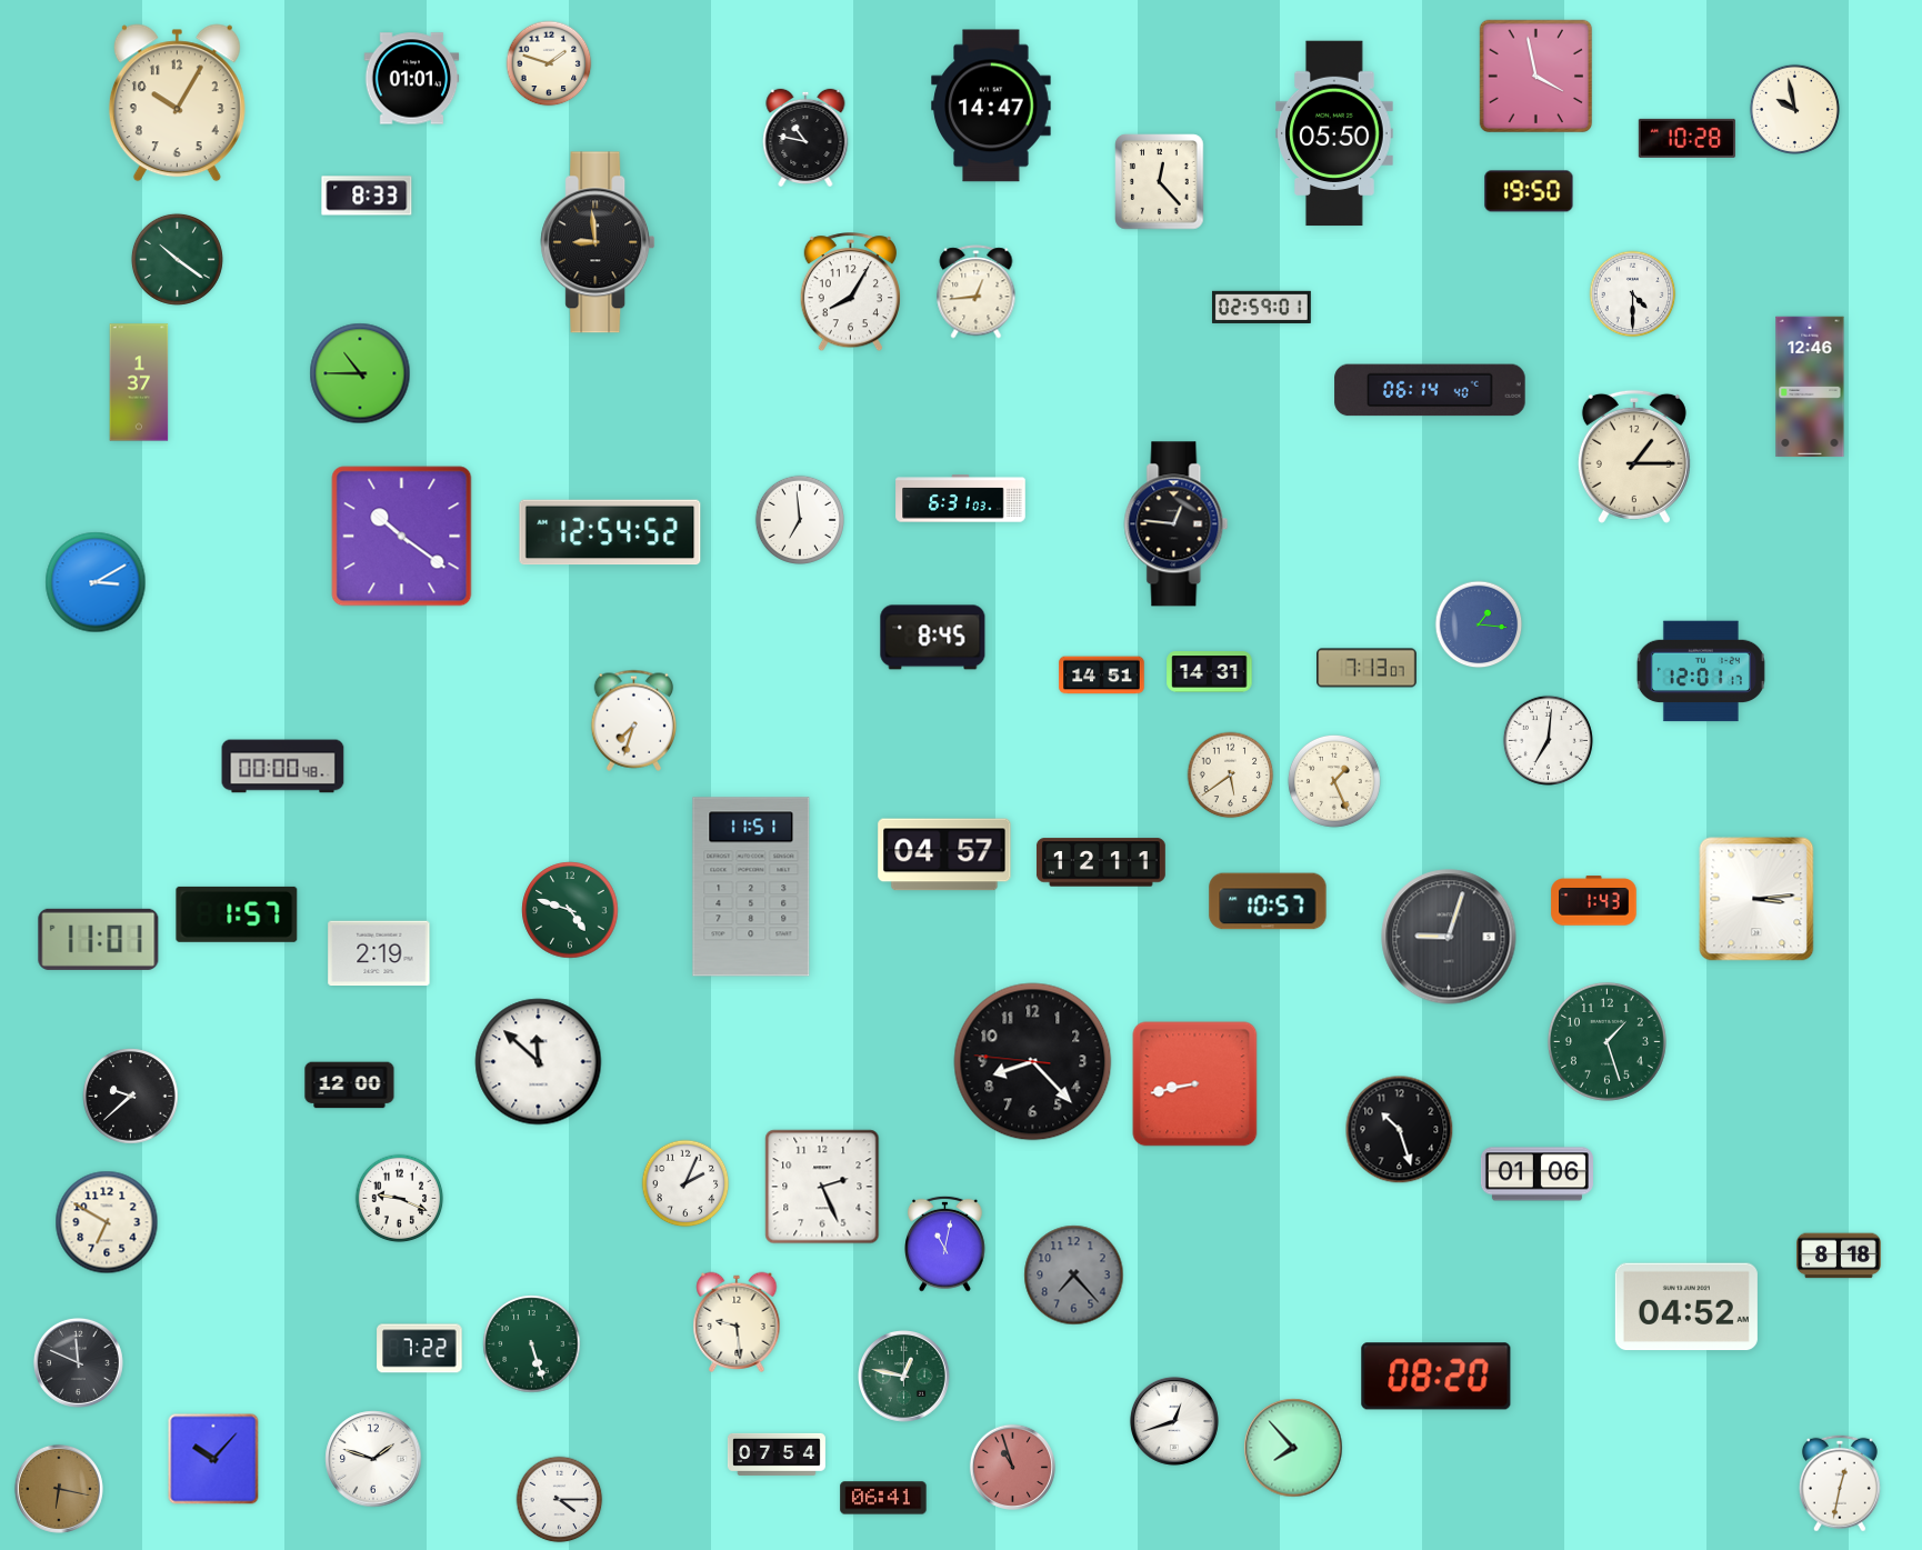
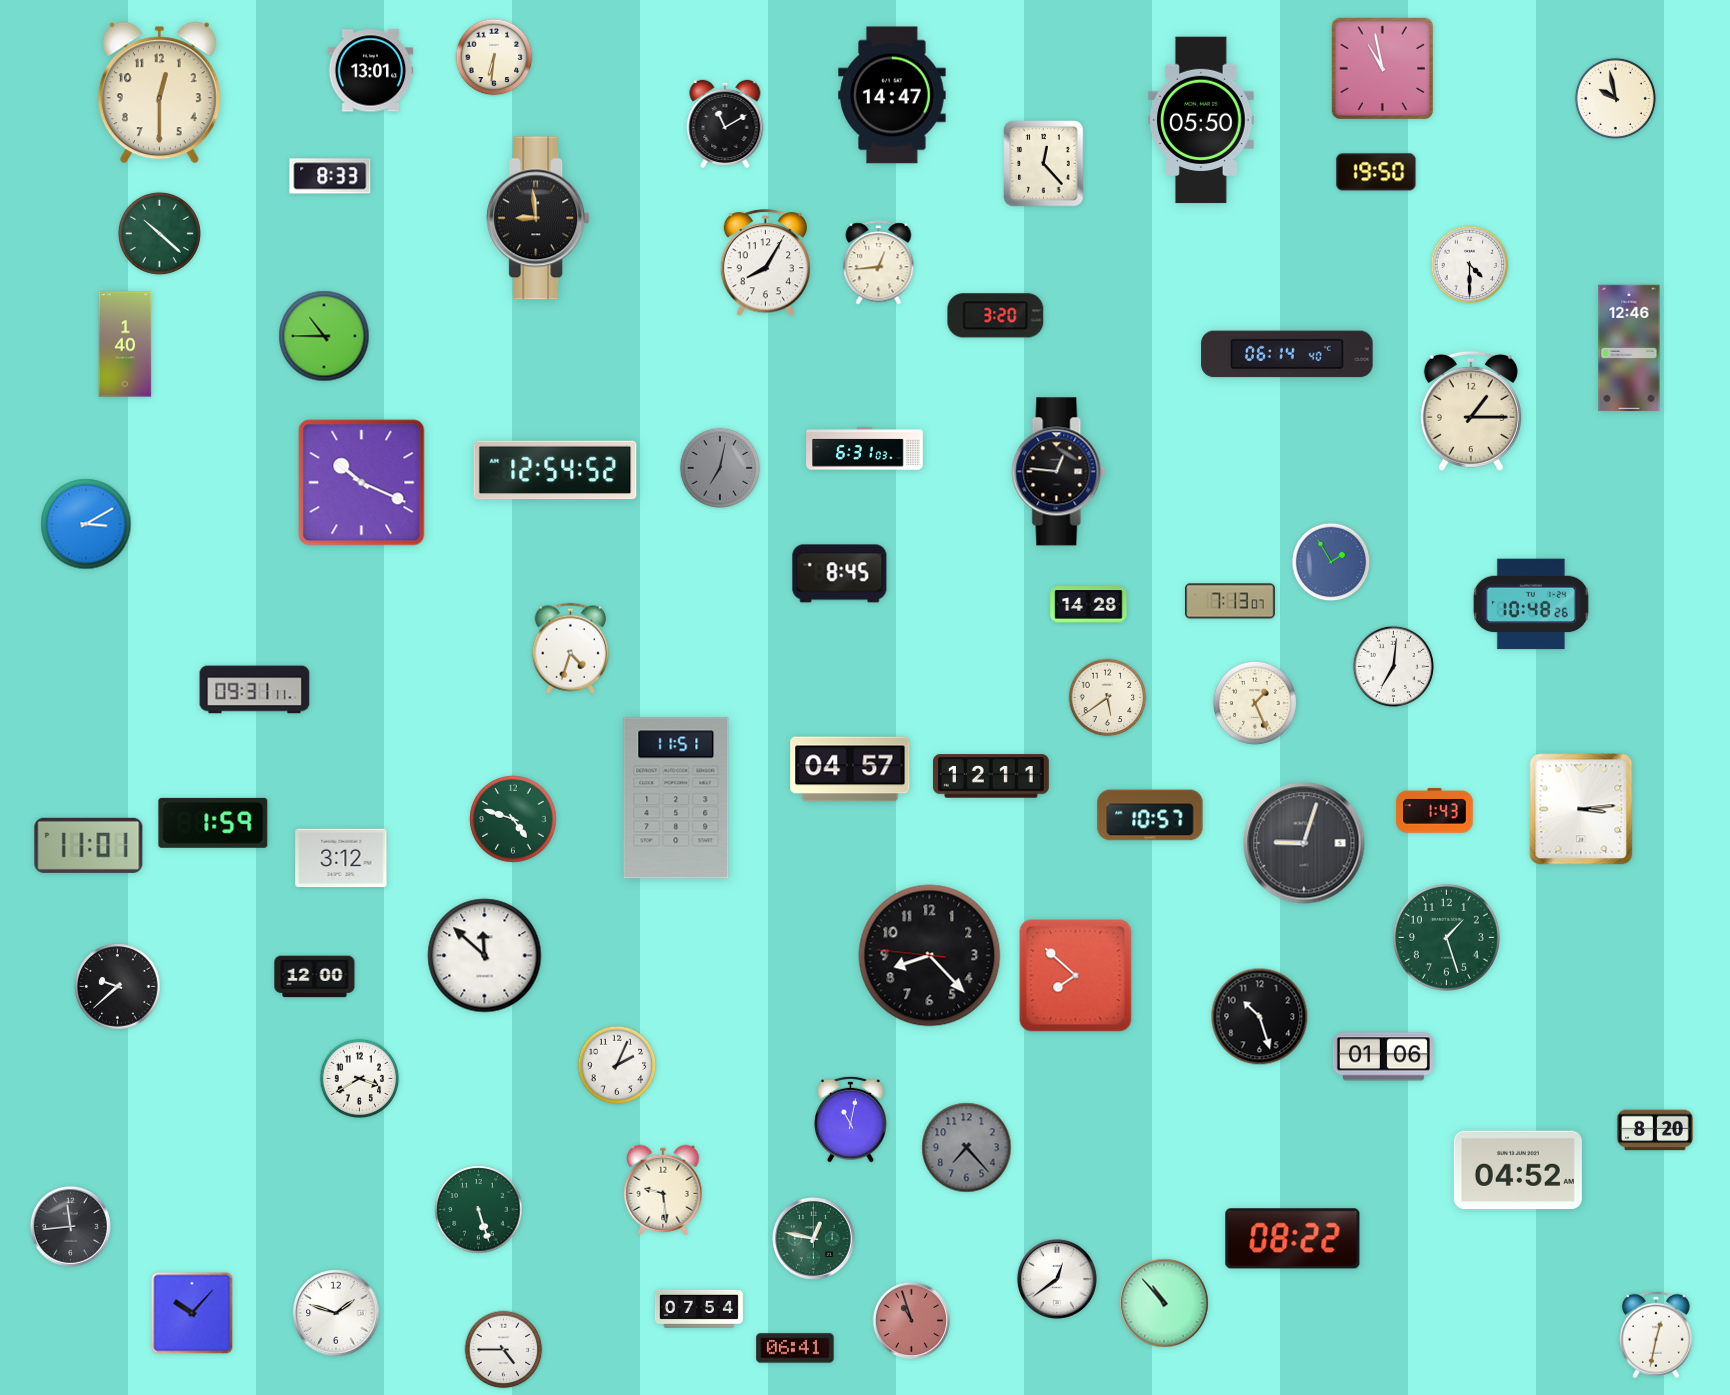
clock at (549, 63): 1:48 -> 6:31
clock at (1536, 77): 3:58 -> 10:58
clock at (412, 79): 01:01 -> 13:01
clock at (177, 103): 10:05 -> 12:30
clock at (805, 138): 10:47 -> 11:10
clock at (1686, 138): 10:28 -> none
clock at (177, 259): 10:21 -> 10:22
clock at (1262, 307): 02:59 -> none
clock at (996, 316): none -> 3:20
clock at (139, 382): 1:37 -> 1:40
clock at (1430, 390) position: (1430, 390) -> (1287, 354)
clock at (799, 519): 6:59 -> 7:02
clock at (799, 519) dial: white -> grey
clock at (610, 532) position: (610, 532) -> (555, 470)
clock at (402, 537): 10:21 -> 10:19
clock at (1479, 624): 1:16 -> 1:55
clock at (1701, 671): 12:01 -> 10:48
clock at (1210, 672): 14:31 -> 14:28
clock at (1102, 676): 14:51 -> none
clock at (633, 720): 7:33 -> 4:33
clock at (283, 767): 00:00 -> 09:31
clock at (1334, 781) position: (1334, 781) -> (1255, 703)
clock at (1268, 901) position: (1268, 901) -> (1150, 815)
clock at (237, 914): 1:57 -> 1:59
clock at (379, 953): 2:19 -> 3:12
clock at (1195, 1084): 8:43 -> 7:52
clock at (822, 1187): 2:26 -> none
clock at (400, 1199): 9:19 -> 3:40
clock at (107, 1222): 6:50 -> none
clock at (1839, 1256): 8:18 -> 8:20
clock at (1686, 1307) position: (1686, 1307) -> (1518, 1170)
clock at (420, 1349): 7:22 -> none
clock at (78, 1362): 11:49 -> 11:44
clock at (1437, 1377): 08:20 -> 08:22
clock at (1174, 1421): 12:42 -> 12:39
clock at (1293, 1448): 7:53 -> 10:53
clock at (59, 1489): 6:17 -> none
clock at (560, 1500): 4:15 -> 4:45
